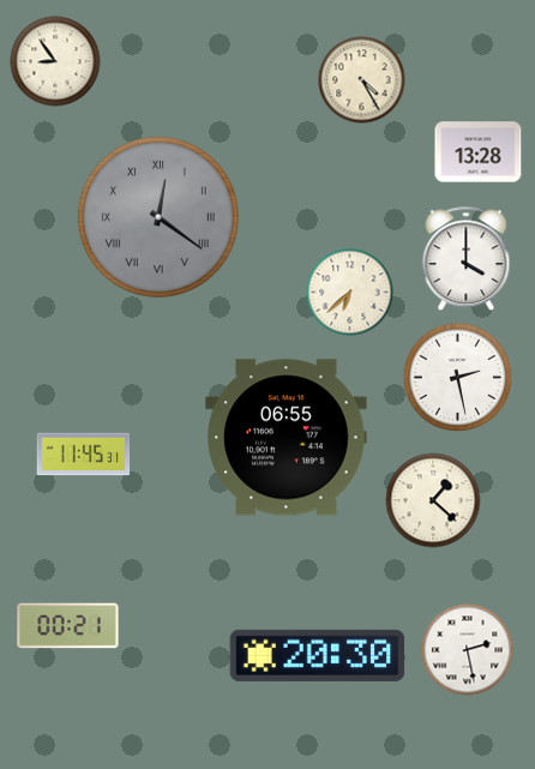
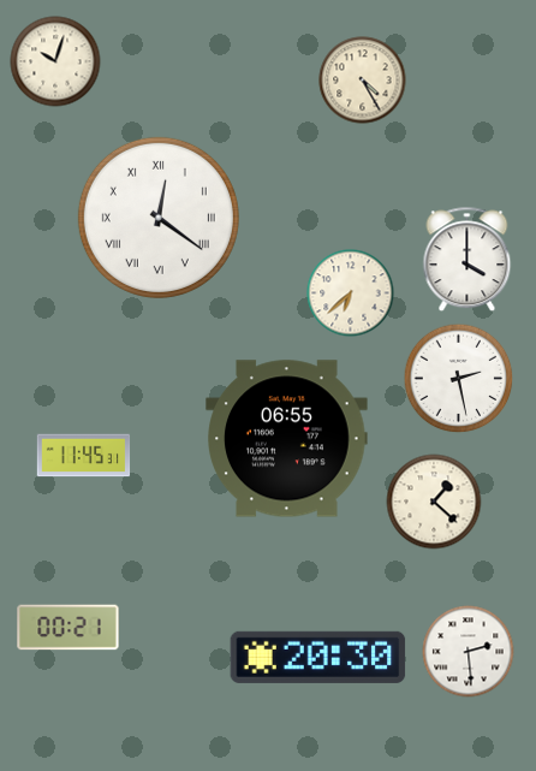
clock at (55, 61): 8:54 -> 10:03
clock at (479, 152): 13:28 -> none
clock at (158, 217) dial: grey -> white
clock at (468, 650): 2:28 -> 2:29
